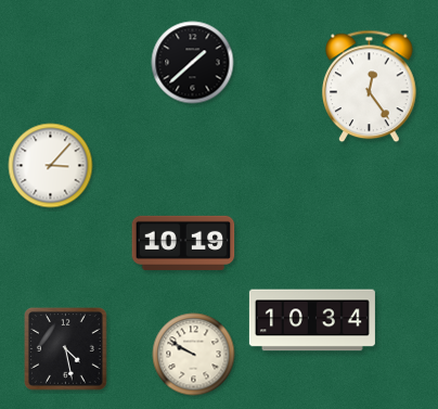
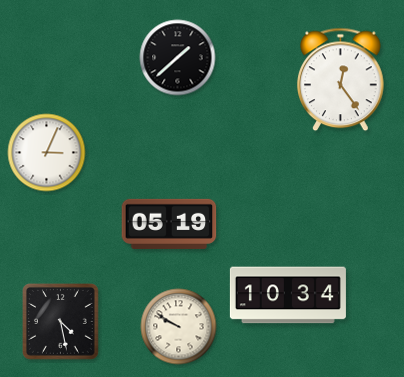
clock at (51, 166): 3:07 -> 3:04
clock at (183, 243): 10:19 -> 05:19
